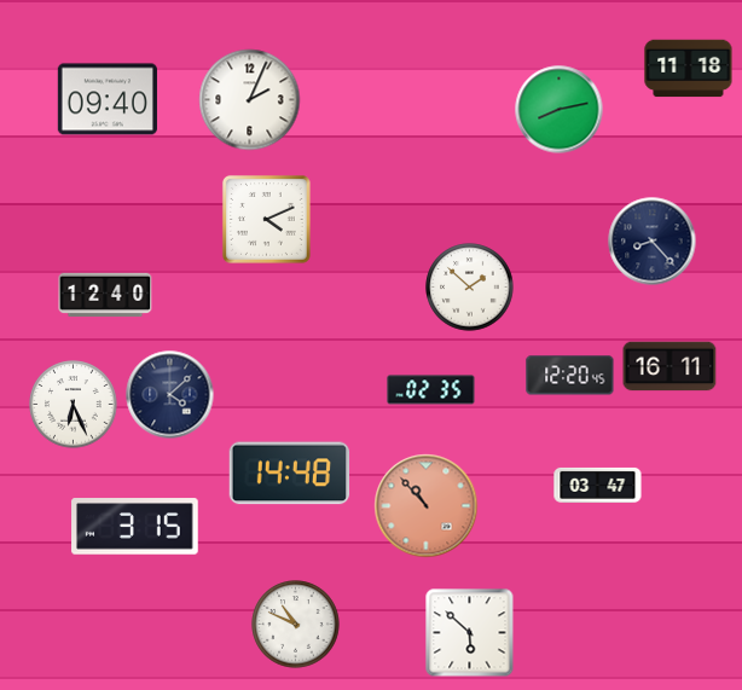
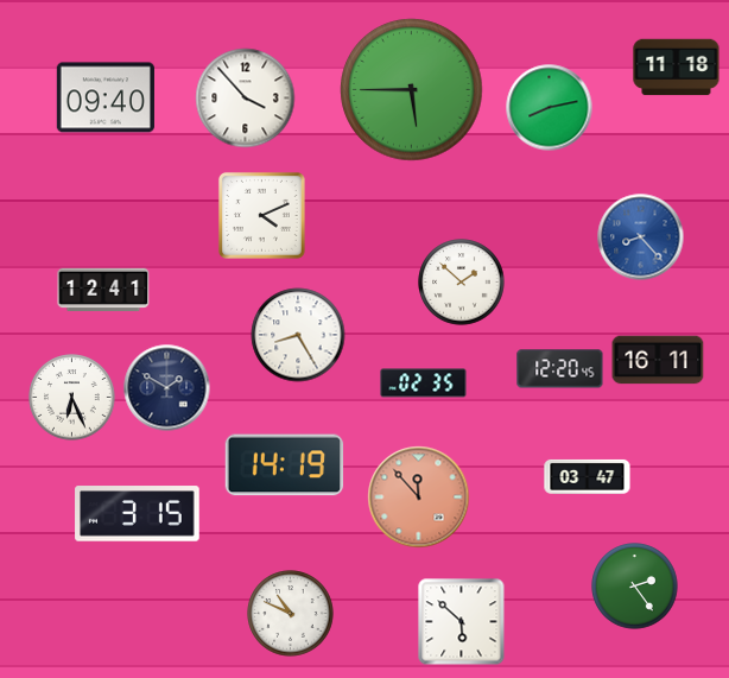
clock at (412, 90): none -> 5:45
clock at (250, 100): 2:04 -> 3:53
clock at (653, 242) dial: navy -> blue
clock at (105, 295): 12:40 -> 12:41
clock at (298, 335): none -> 8:25
clock at (170, 395): 4:08 -> 1:50
clock at (290, 474): 14:48 -> 14:19
clock at (427, 506): 10:53 -> 11:53
clock at (135, 527) position: (135, 527) -> (138, 514)
clock at (635, 587): none -> 2:24
